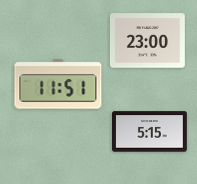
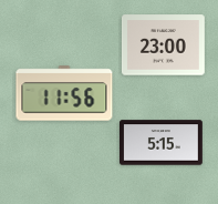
clock at (58, 84): 11:51 -> 11:56
clock at (150, 132) position: (150, 132) -> (162, 143)
